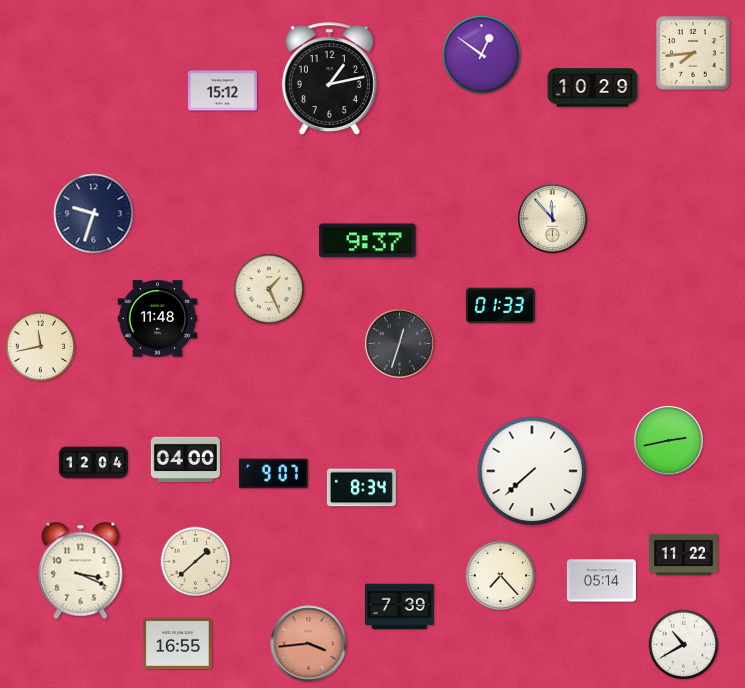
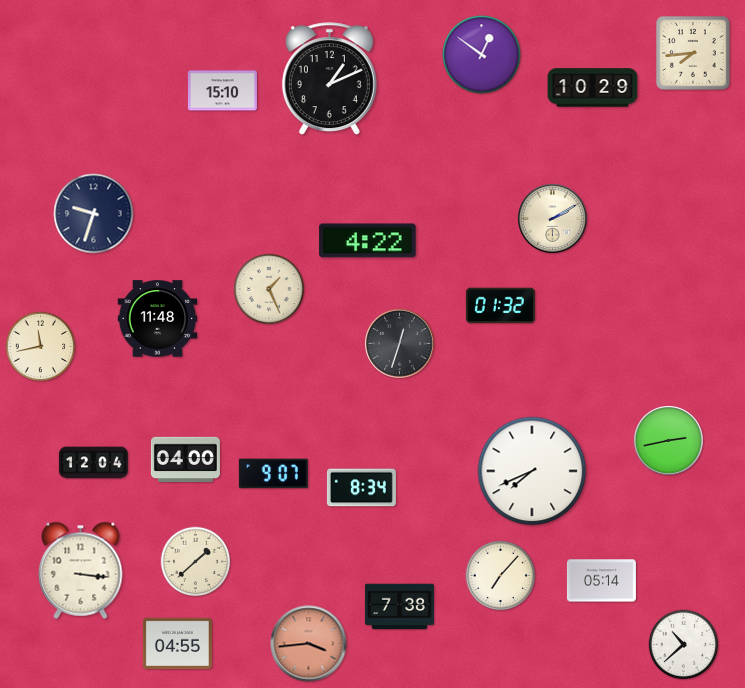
clock at (329, 79): 1:13 -> 1:11
clock at (222, 91): 15:12 -> 15:10
clock at (553, 219): 11:53 -> 2:10
clock at (368, 241): 9:37 -> 4:22
clock at (500, 306): 01:33 -> 01:32
clock at (532, 471): 7:38 -> 7:41
clock at (683, 555): 11:22 -> none
clock at (81, 570): 3:19 -> 3:16
clock at (501, 576): 7:23 -> 7:07
clock at (399, 607): 7:39 -> 7:38
clock at (177, 644): 16:55 -> 04:55
clock at (684, 645): 10:40 -> 10:38
